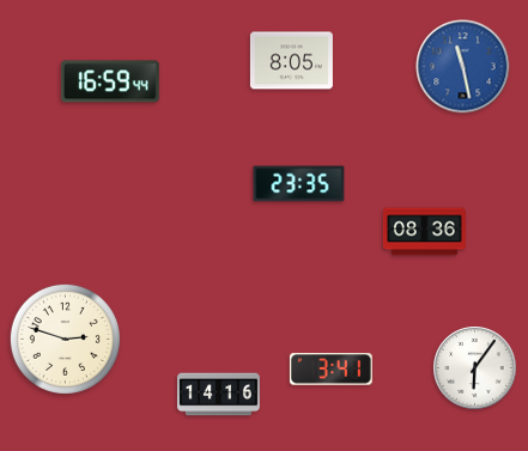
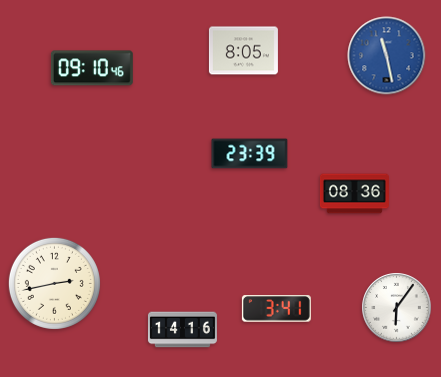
clock at (110, 81): 16:59 -> 09:10
clock at (299, 184): 23:35 -> 23:39
clock at (65, 339): 2:48 -> 2:43
